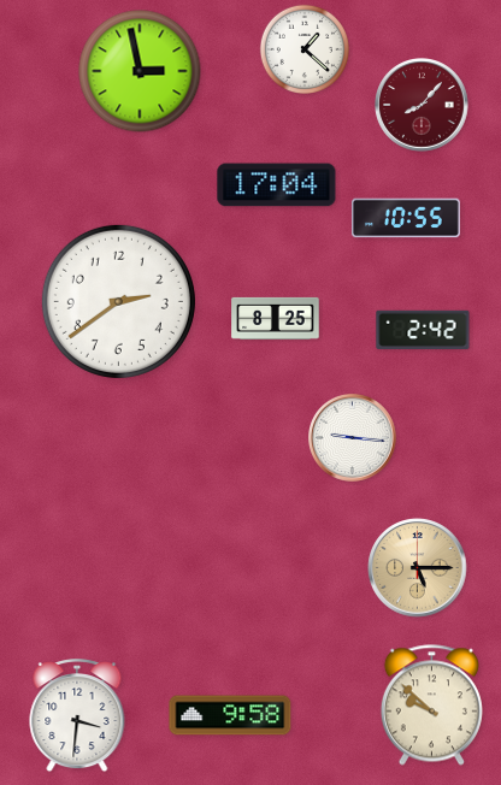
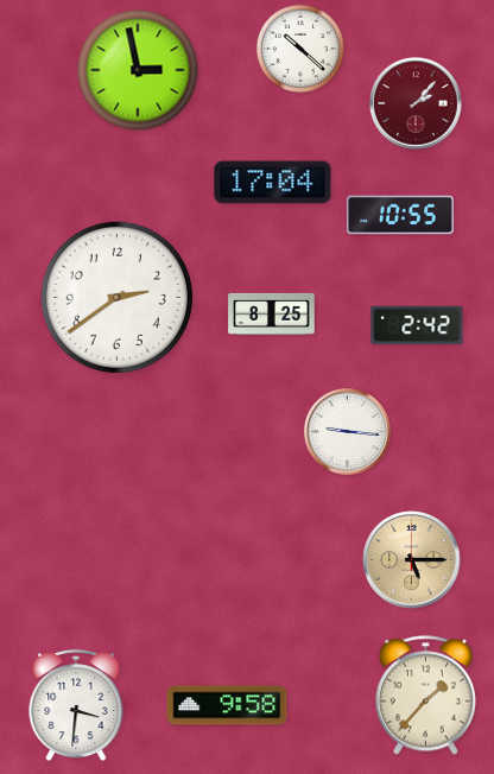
clock at (303, 48): 1:22 -> 10:22
clock at (422, 105): 8:07 -> 2:07
clock at (431, 706): 9:52 -> 1:37
